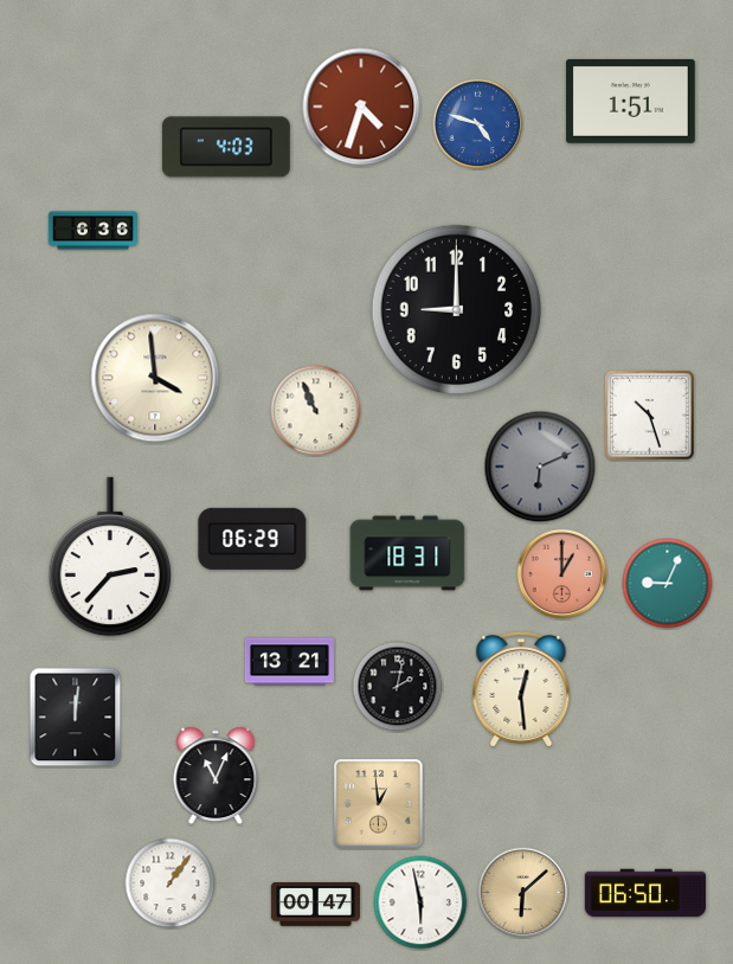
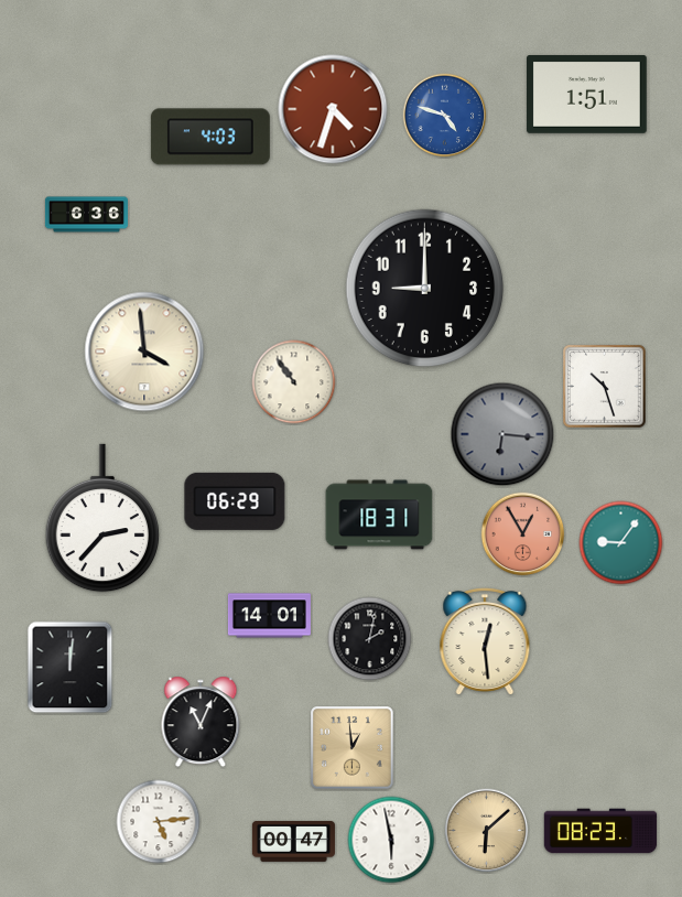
clock at (361, 107) position: (361, 107) -> (333, 109)
clock at (316, 411): 10:56 -> 10:54
clock at (540, 467): 6:11 -> 6:16
clock at (562, 574): 1:00 -> 12:55
clock at (668, 584): 9:04 -> 9:06
clock at (289, 662): 13:21 -> 14:01
clock at (171, 883): 1:06 -> 5:14
clock at (645, 893): 06:50 -> 08:23
